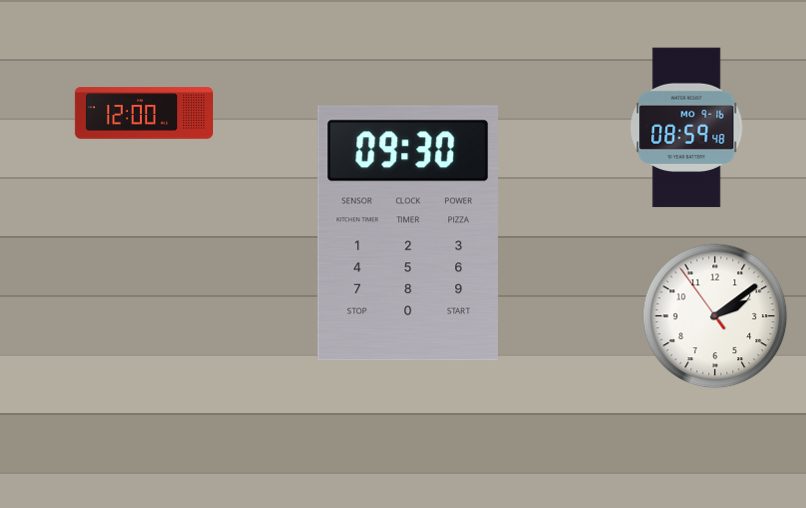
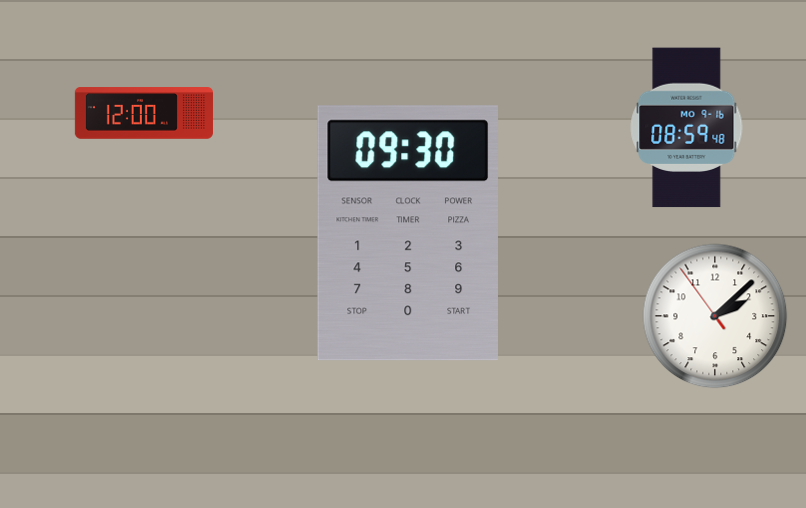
clock at (715, 316): 2:08 -> 2:07
